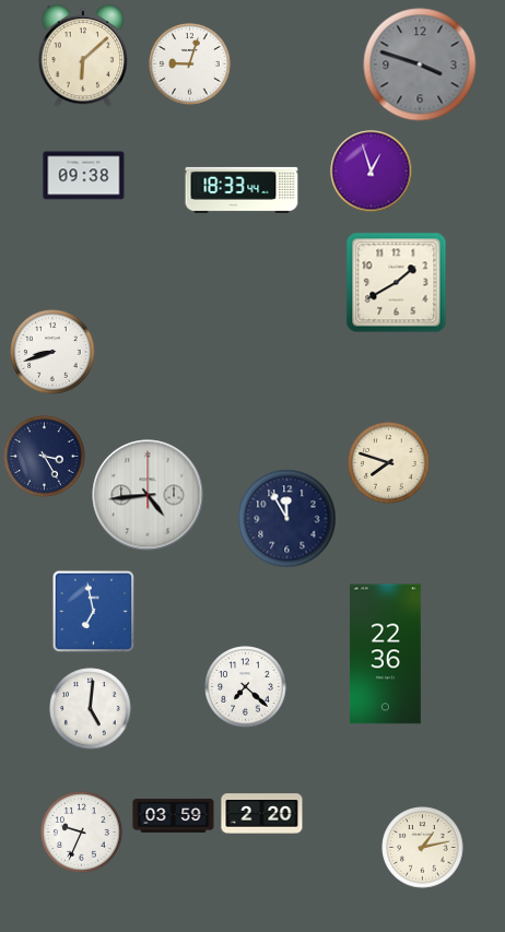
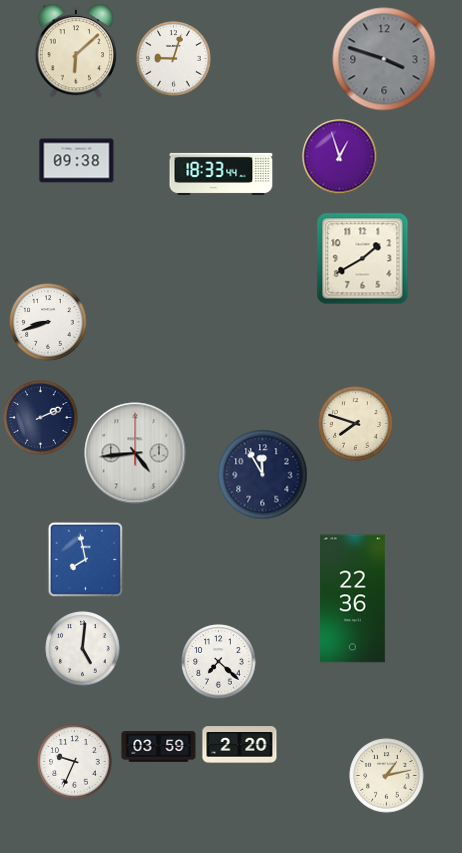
clock at (45, 457): 3:25 -> 2:11
clock at (94, 612): 6:58 -> 7:58
clock at (246, 687) position: (246, 687) -> (219, 662)
